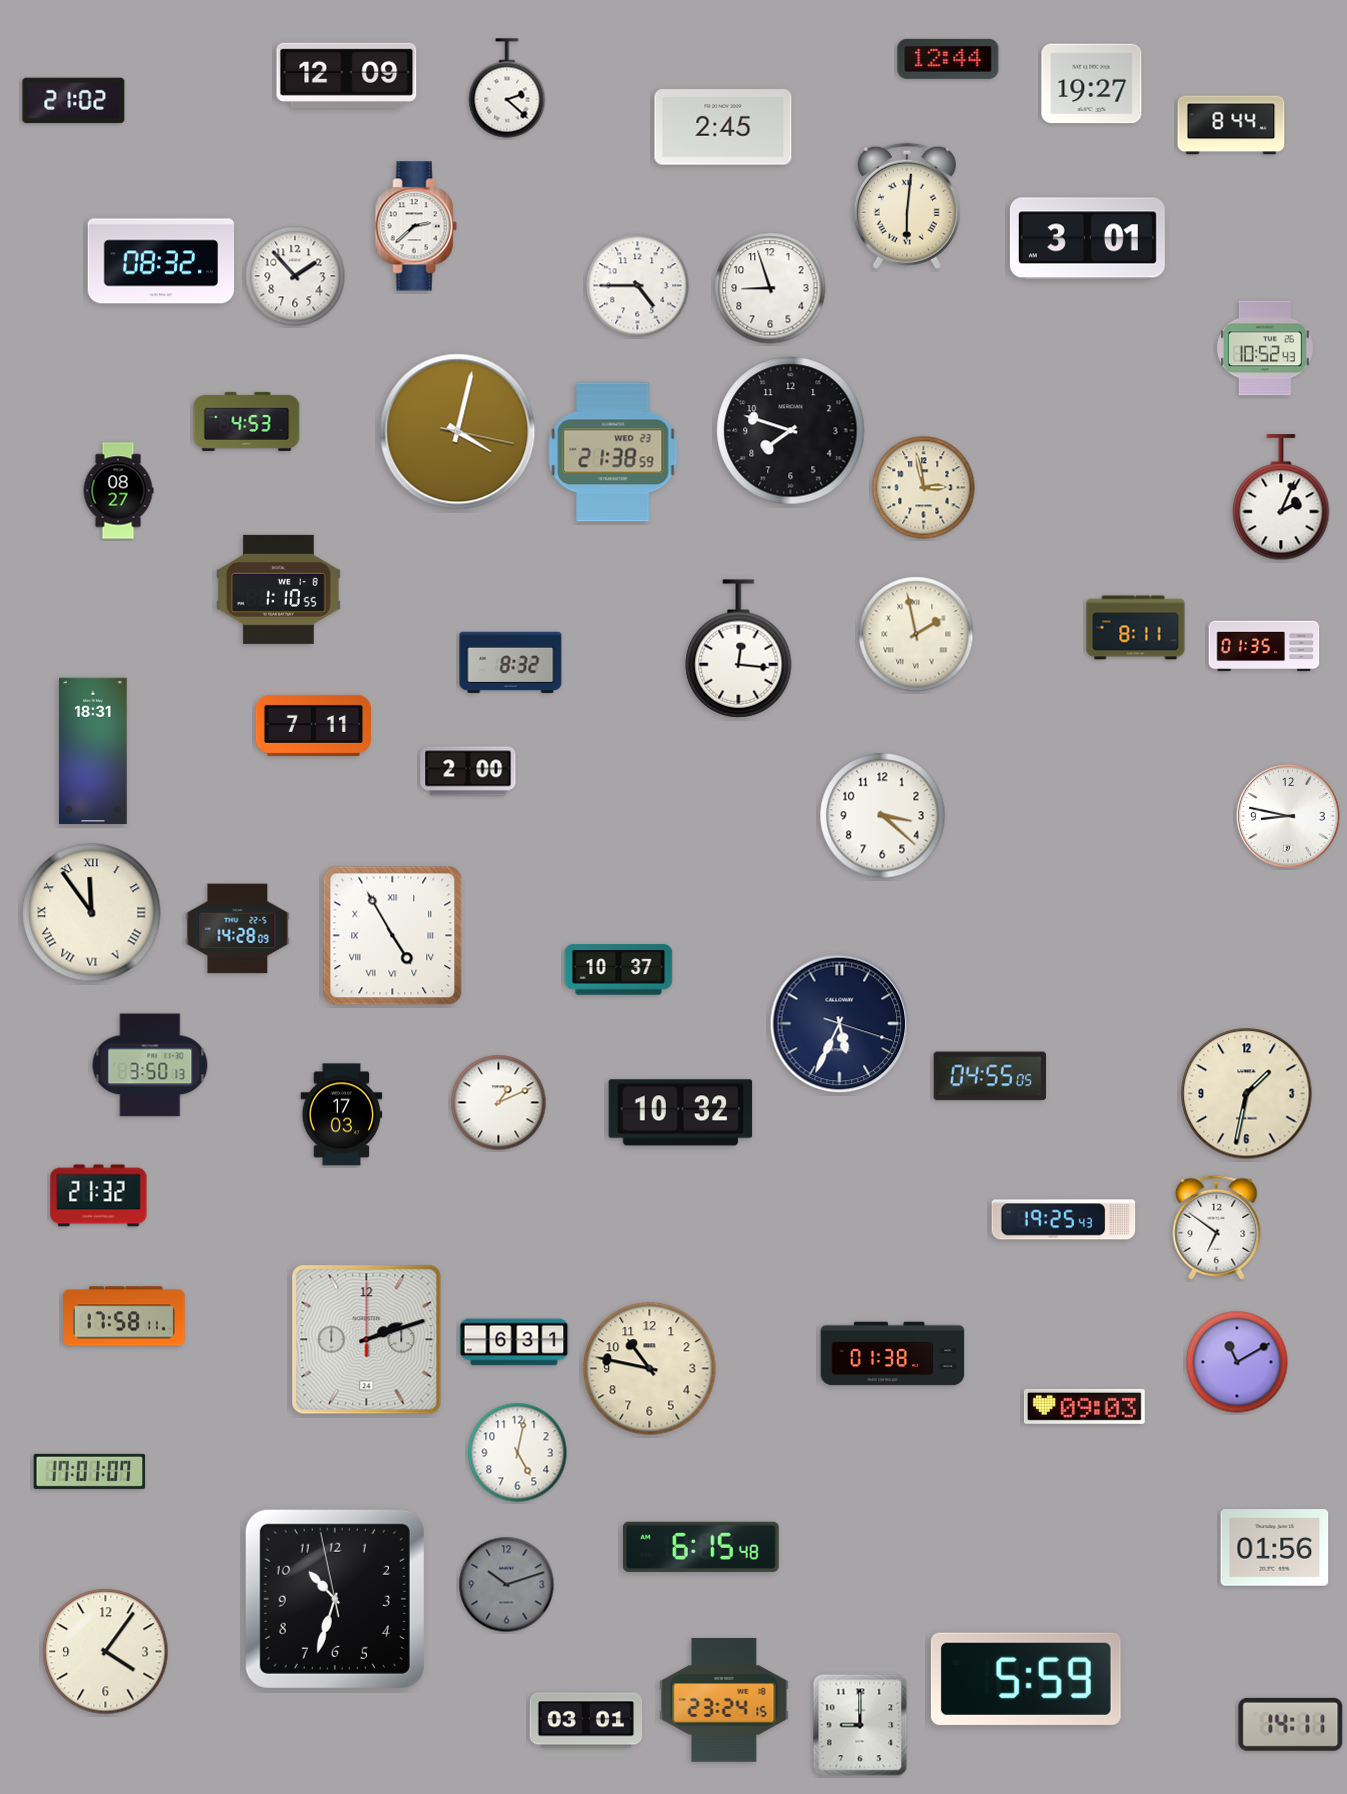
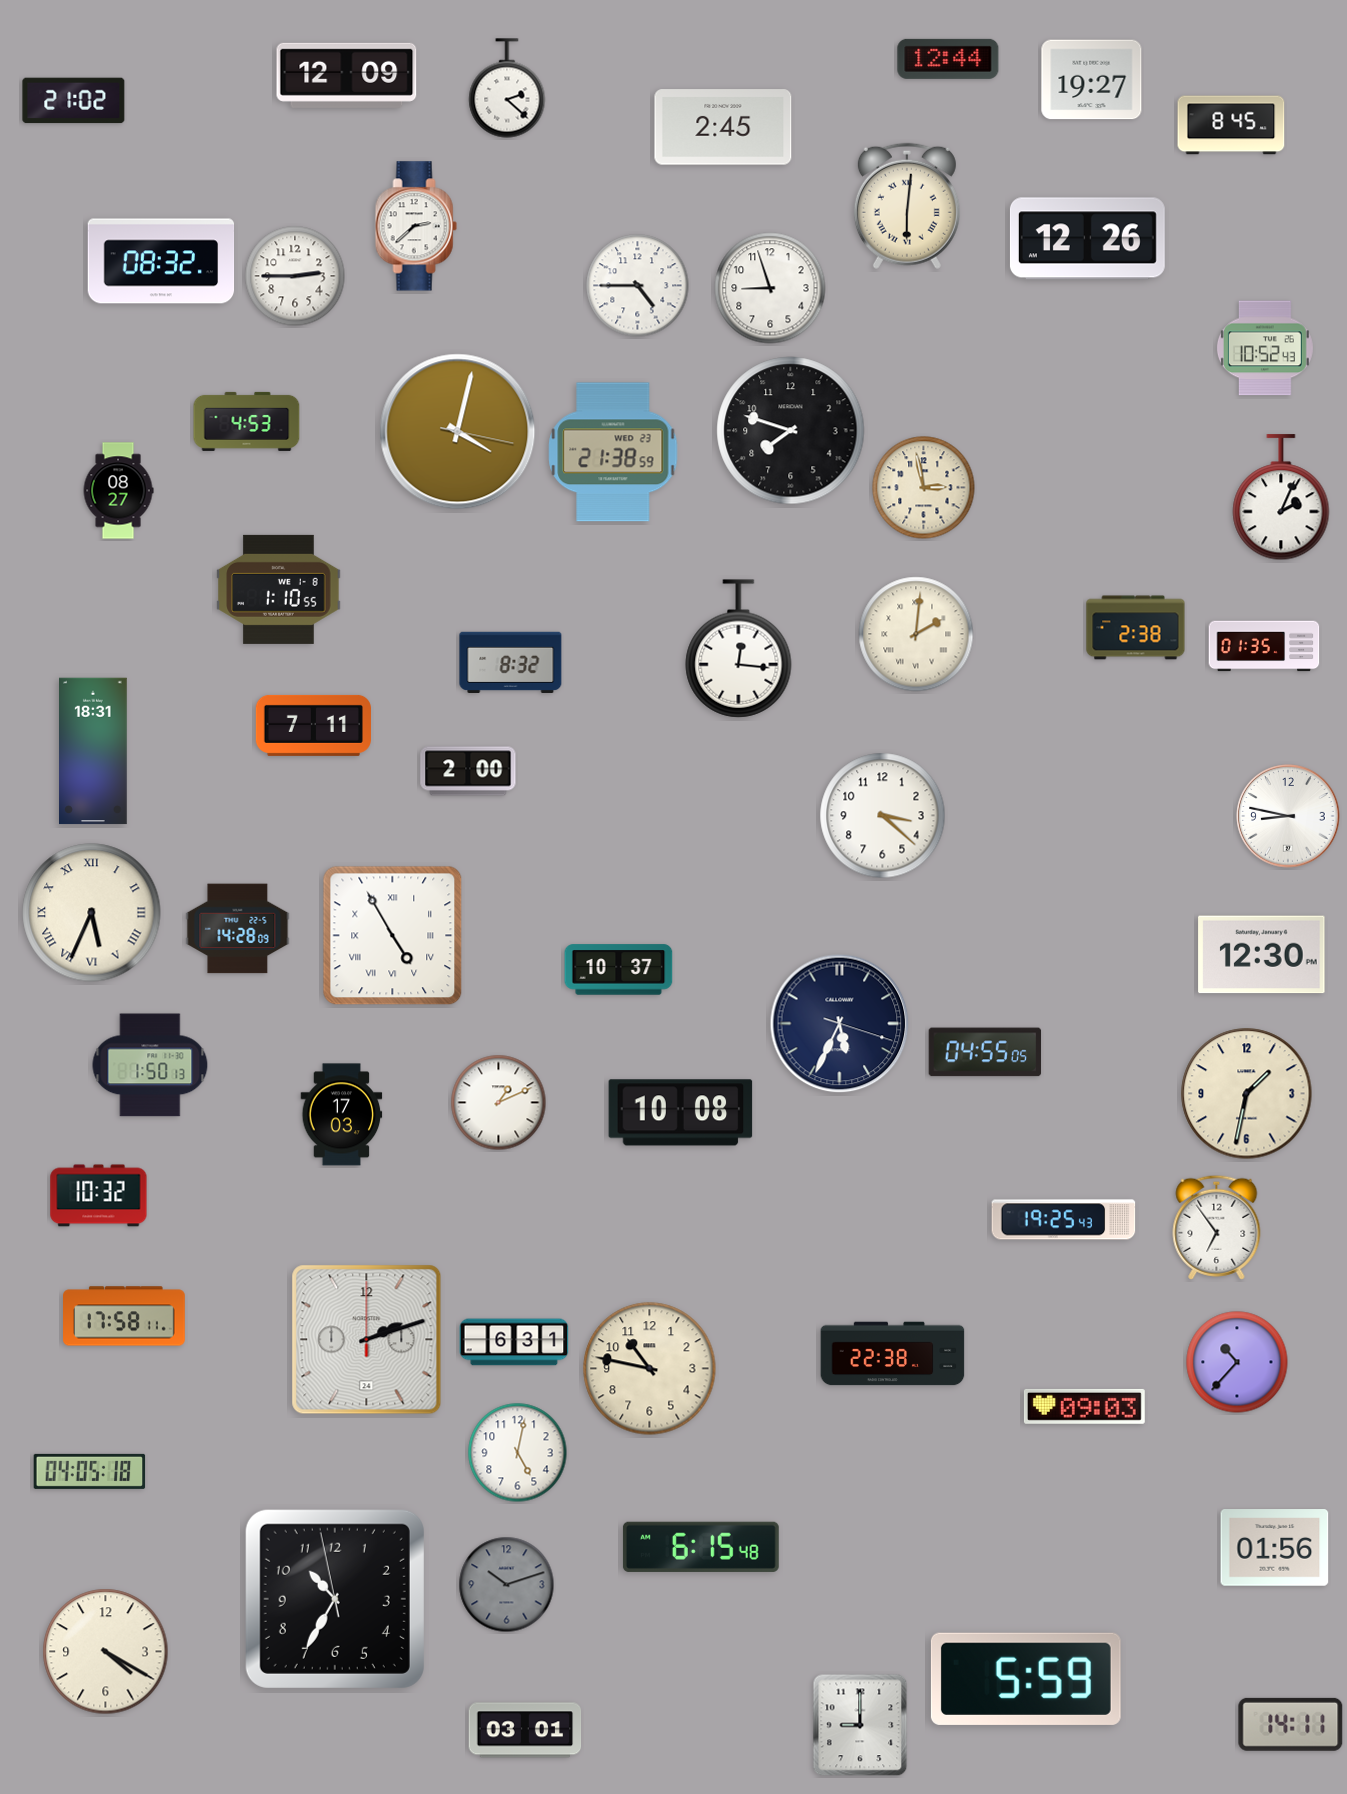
clock at (1092, 84) position: (1092, 84) -> (1092, 80)
clock at (1231, 125): 8:44 -> 8:45
clock at (1087, 239): 3:01 -> 12:26
clock at (295, 276): 1:53 -> 2:45
clock at (1136, 628): 8:11 -> 2:38
clock at (916, 634): 1:58 -> 2:01
clock at (92, 913): 11:54 -> 5:34
clock at (1262, 955): none -> 12:30
clock at (150, 1065): 3:50 -> 1:50
clock at (990, 1076) position: (990, 1076) -> (985, 1052)
clock at (681, 1113): 10:32 -> 10:08
clock at (99, 1196): 21:32 -> 10:32
clock at (1217, 1227): 6:51 -> 6:54
clock at (893, 1354): 01:38 -> 22:38
clock at (1237, 1362): 11:10 -> 10:37
clock at (90, 1471): 17:01 -> 04:05
clock at (335, 1599): 10:32 -> 10:34
clock at (106, 1652): 4:06 -> 4:20
clock at (724, 1701): 23:24 -> none
clock at (586, 1720) position: (586, 1720) -> (525, 1730)
